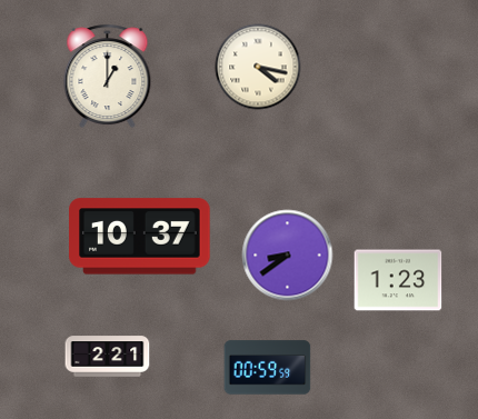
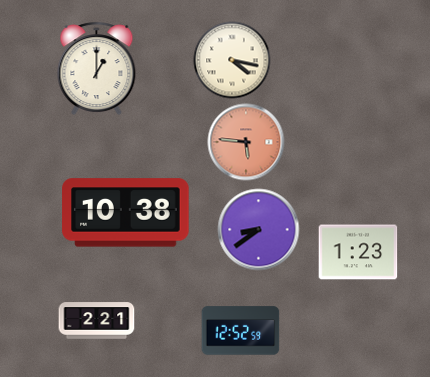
clock at (246, 142): none -> 5:46
clock at (140, 237): 10:37 -> 10:38
clock at (268, 368): 00:59 -> 12:52
